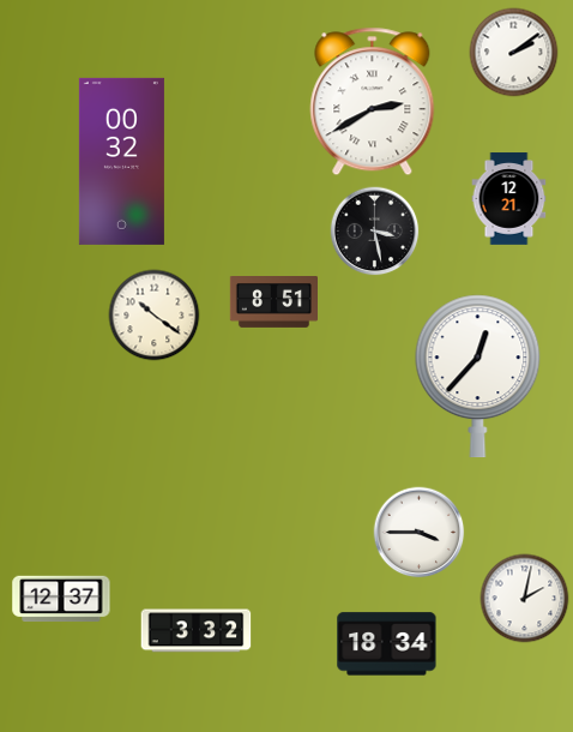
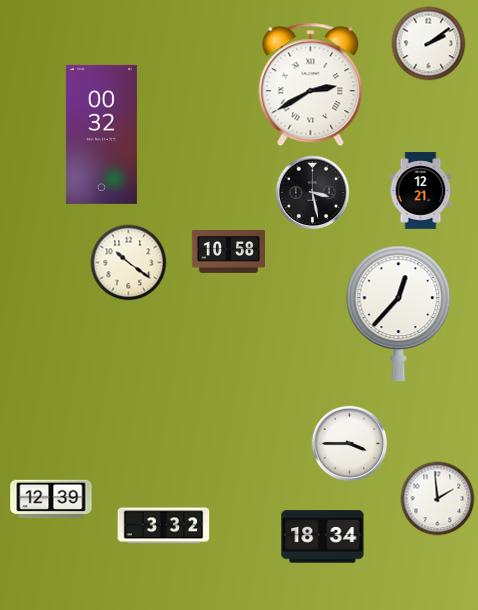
clock at (509, 199) position: (509, 199) -> (421, 191)
clock at (273, 302): 8:51 -> 10:58
clock at (61, 599): 12:37 -> 12:39
clock at (525, 599): 2:02 -> 1:59
